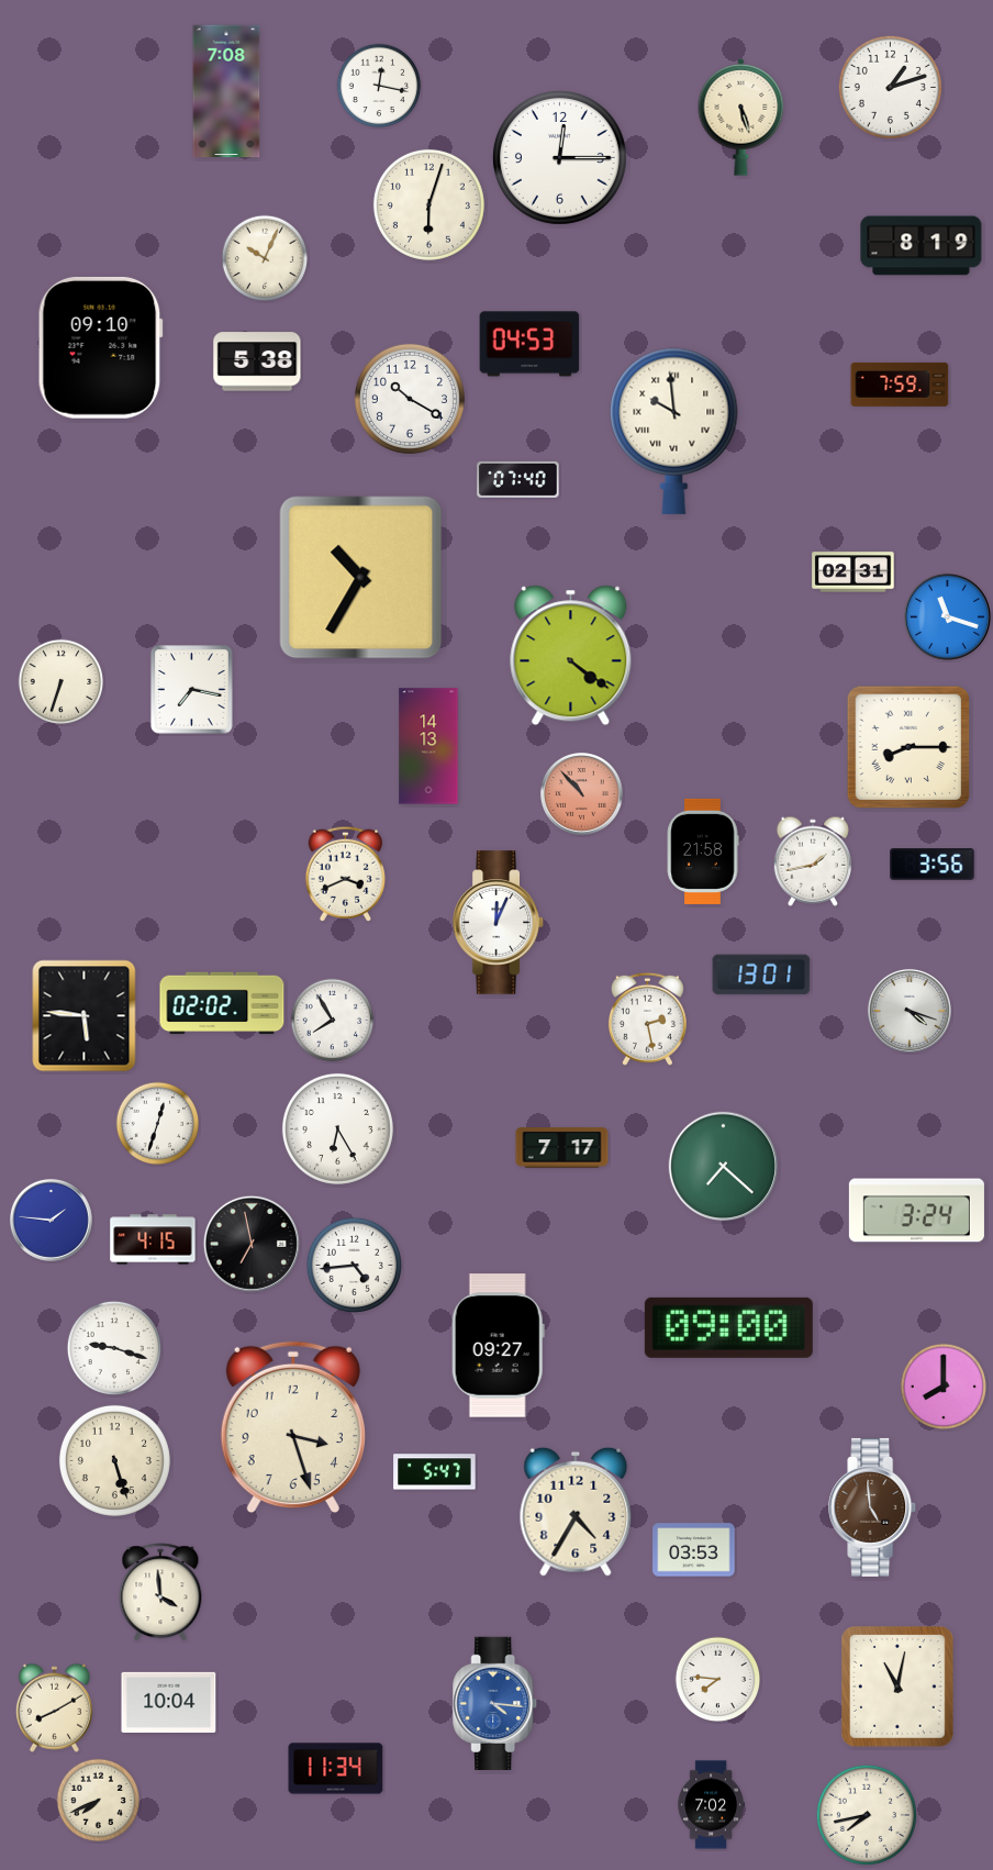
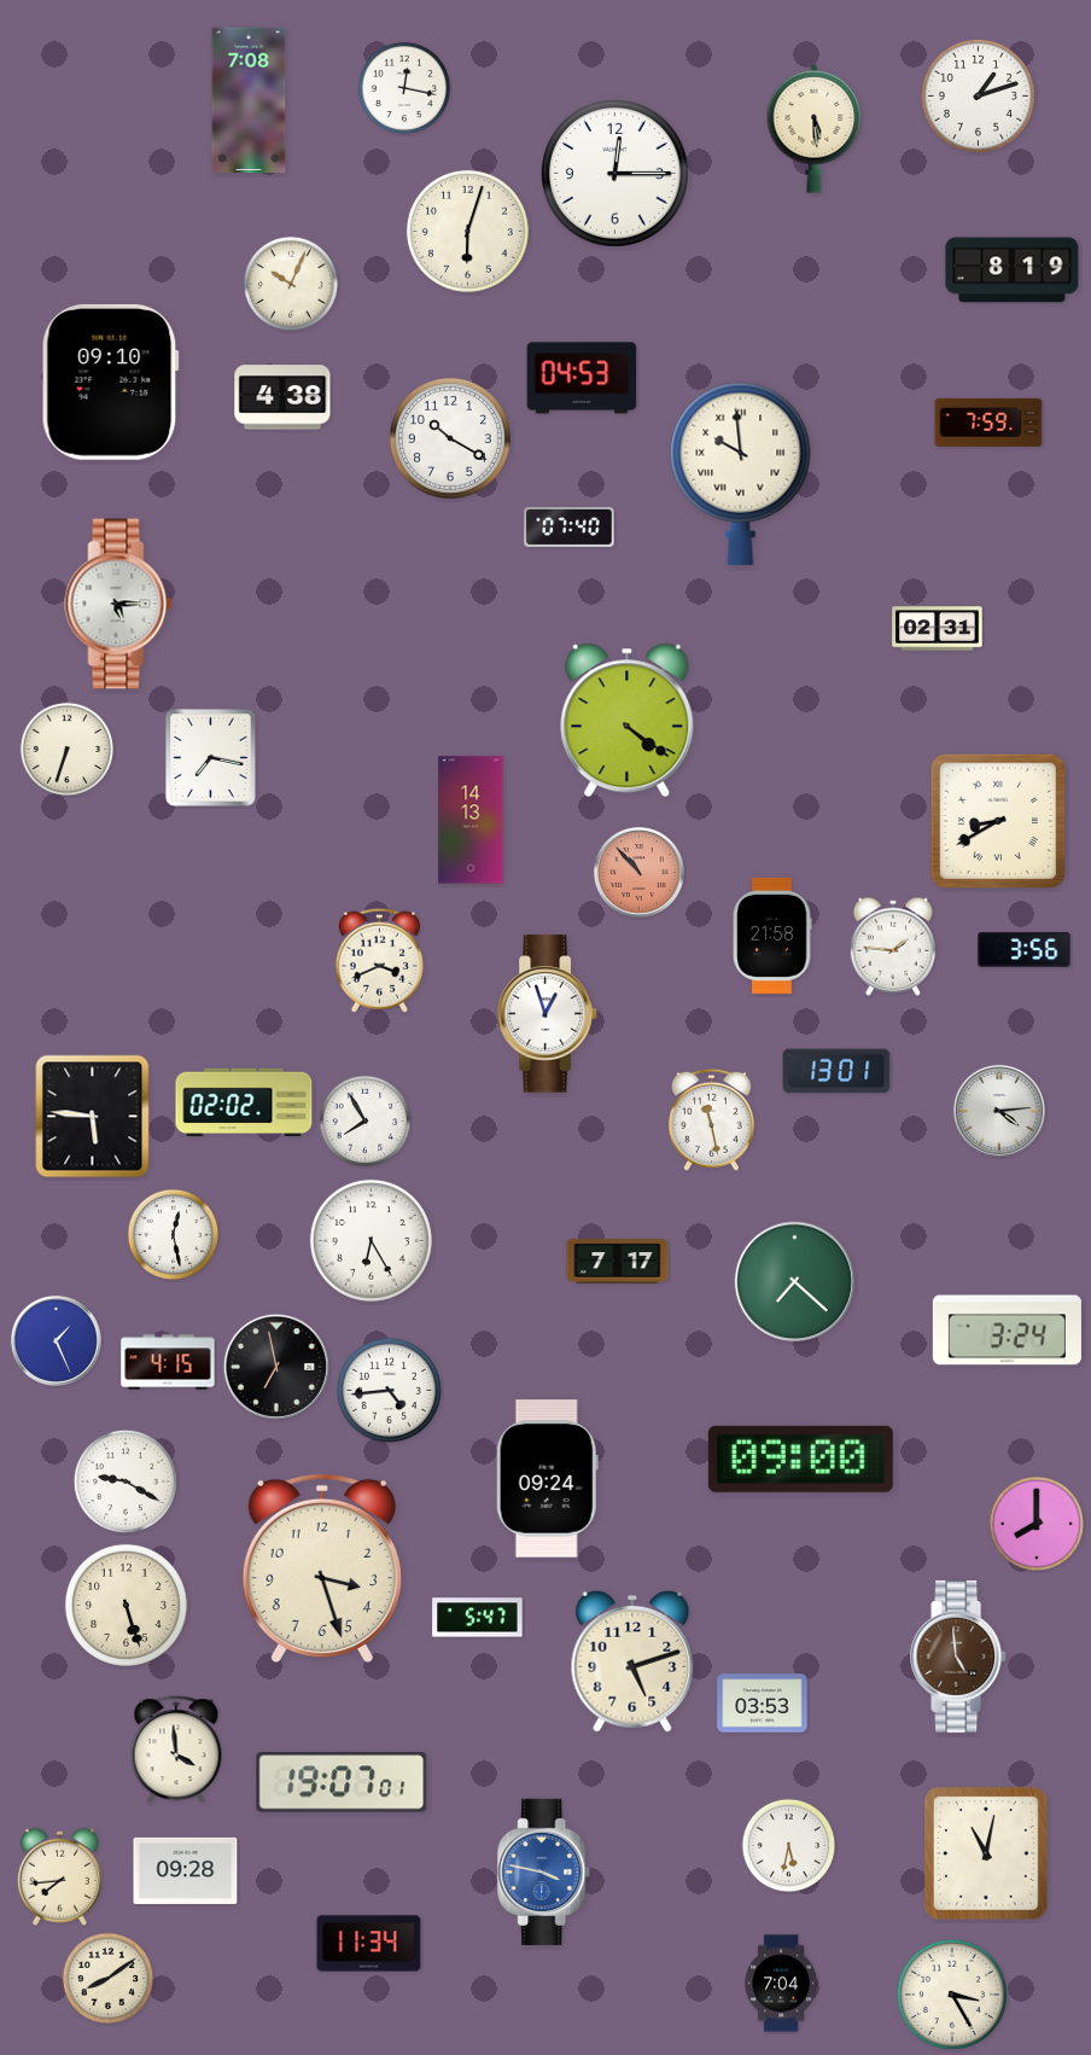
clock at (379, 86) position: (379, 86) -> (404, 88)
clock at (741, 116): 5:27 -> 5:29
clock at (428, 204) position: (428, 204) -> (467, 231)
clock at (257, 361): 5:38 -> 4:38
clock at (118, 604): none -> 5:15
clock at (361, 578): 10:35 -> none
clock at (947, 616): 11:18 -> none
clock at (908, 747): 8:15 -> 8:40
clock at (813, 861): 1:43 -> 1:46
clock at (499, 923): 12:04 -> 12:57
clock at (910, 1011): 4:18 -> 4:14
clock at (647, 1019): 2:28 -> 11:28
clock at (158, 1124): 12:33 -> 12:28
clock at (51, 1220): 1:46 -> 1:26
clock at (498, 1346): 09:27 -> 09:24
clock at (114, 1348): 9:18 -> 9:20
clock at (576, 1512): 4:35 -> 5:12
clock at (342, 1782): none -> 19:07
clock at (718, 1680): 7:46 -> 5:32
clock at (169, 1702): 10:04 -> 09:28
clock at (495, 1703): 4:16 -> 3:47
clock at (54, 1707): 8:10 -> 7:44
clock at (99, 1801): 7:41 -> 8:09
clock at (711, 1805): 7:02 -> 7:04
clock at (867, 1815): 7:43 -> 3:25
